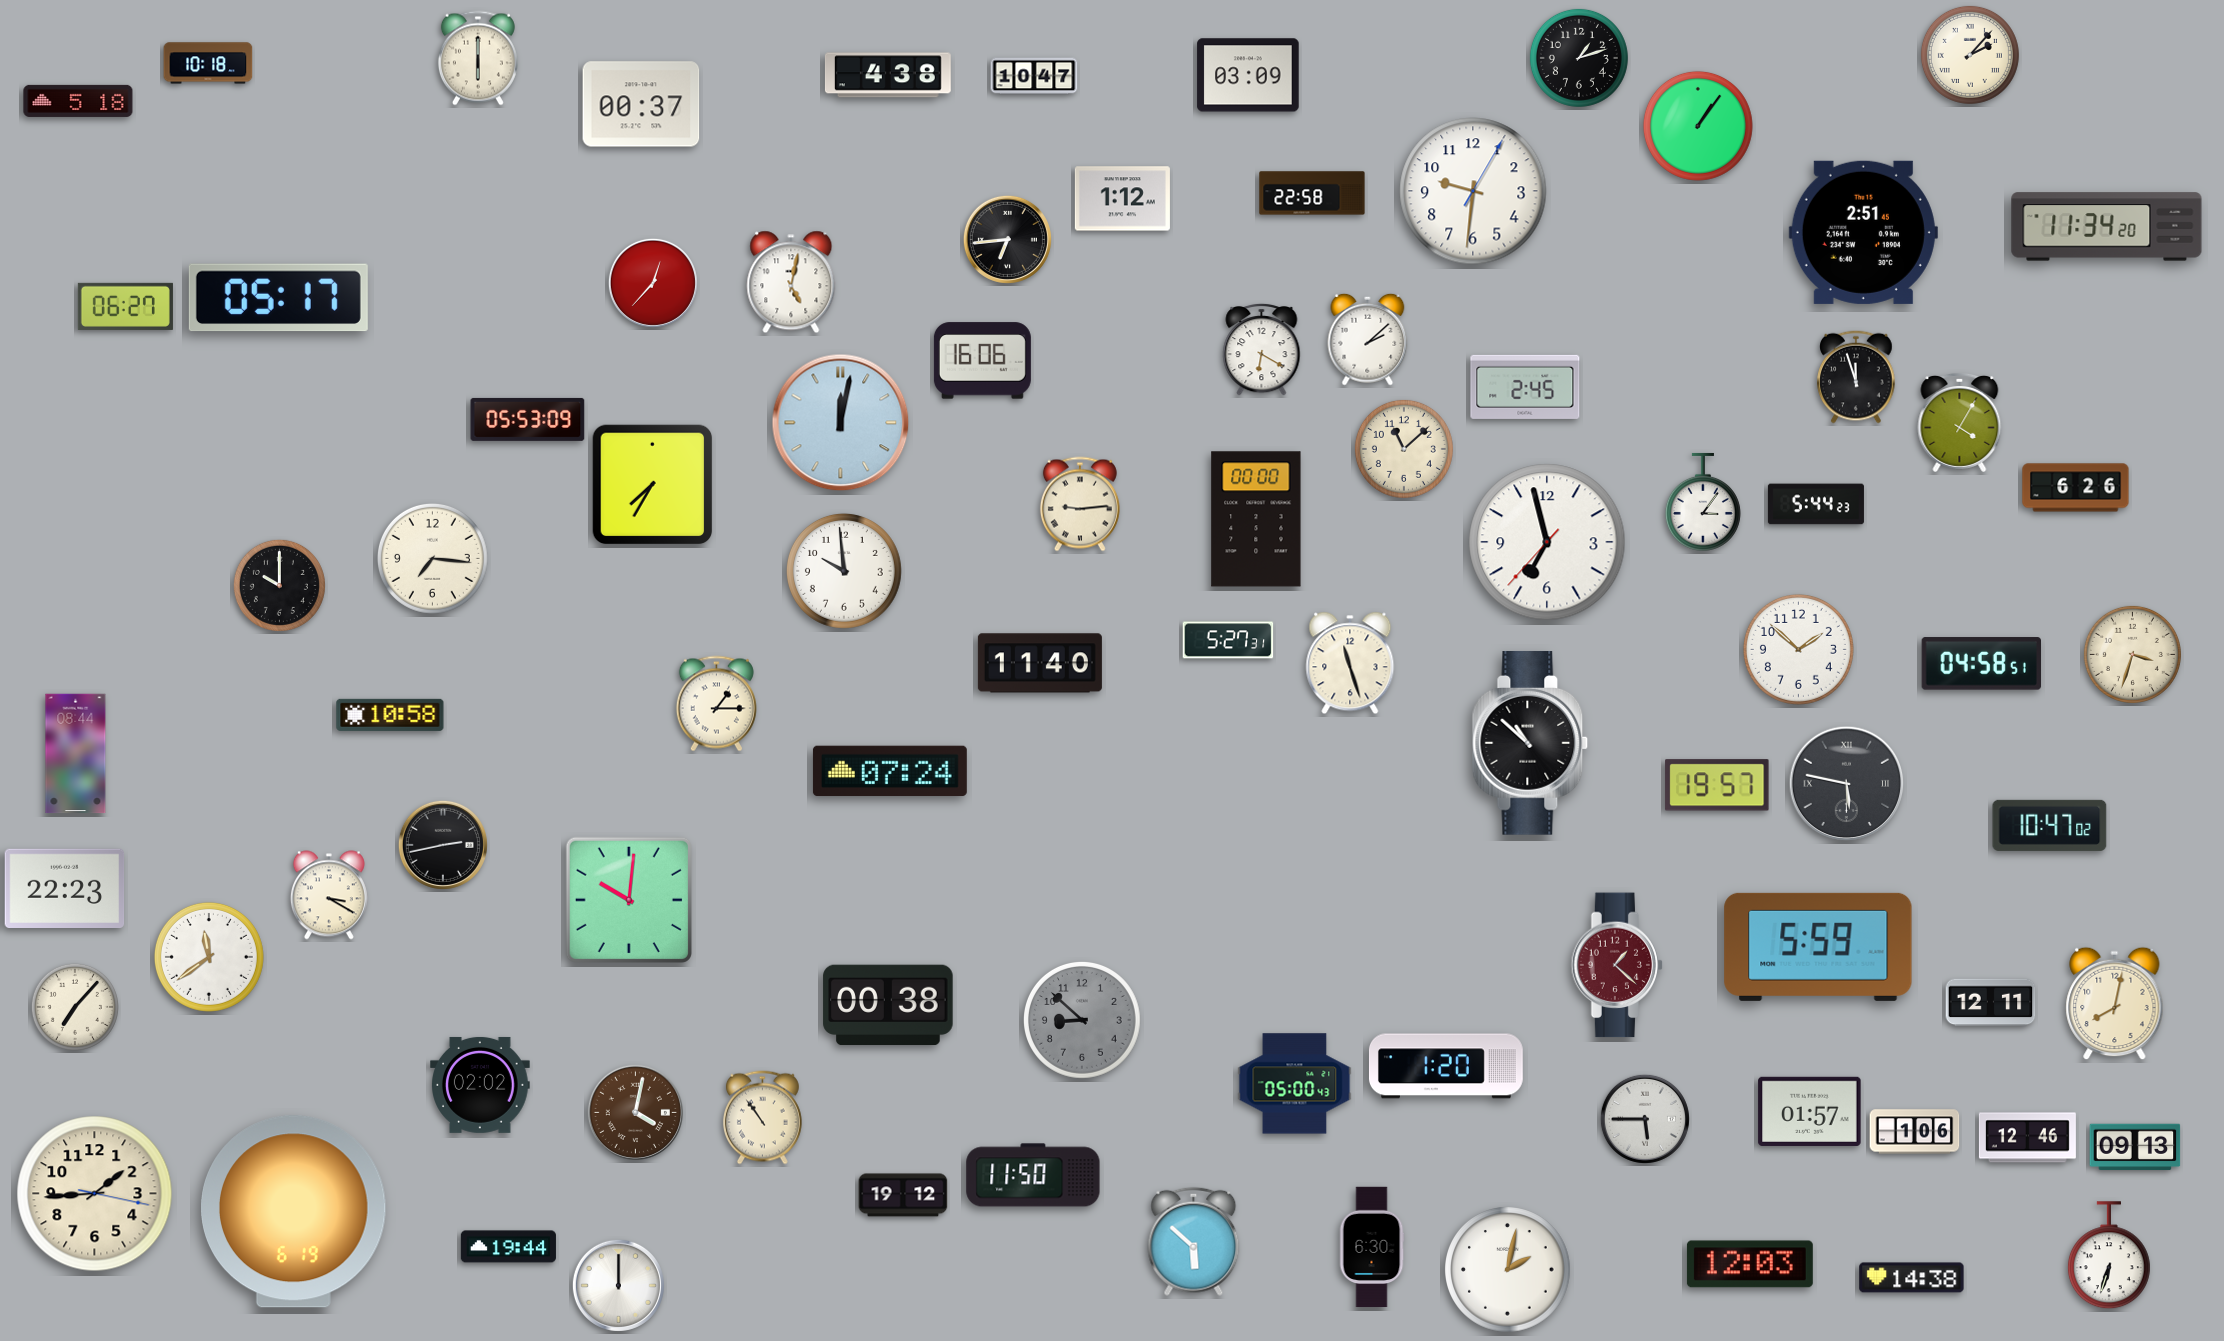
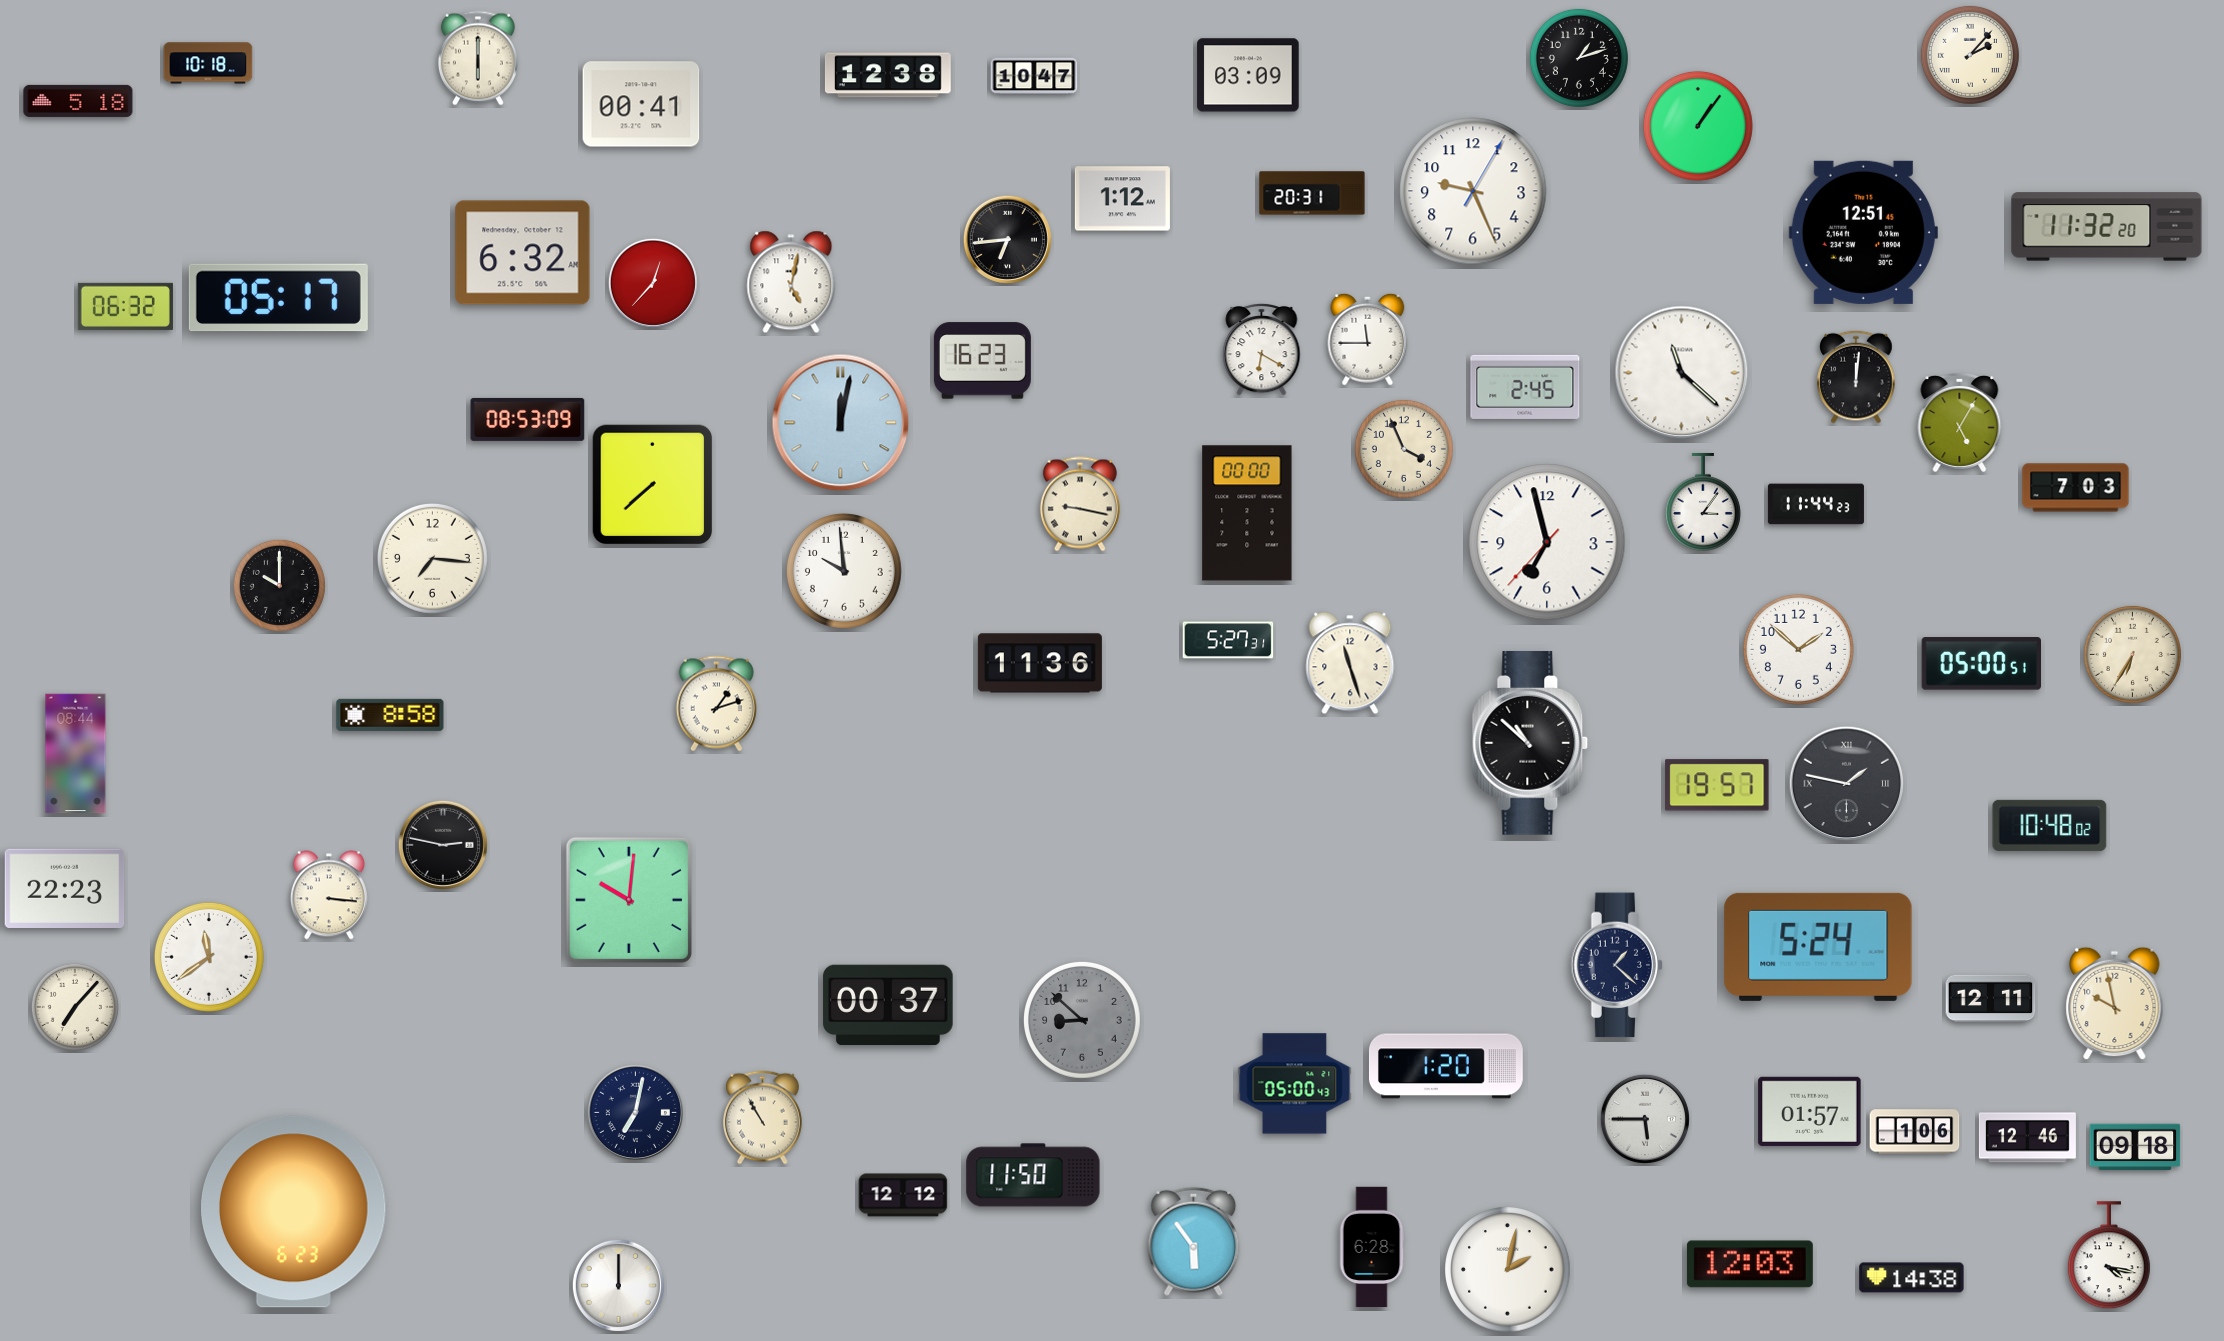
clock at (888, 75): 4:38 -> 12:38
clock at (641, 104): 00:37 -> 00:41
clock at (1473, 191): 9:31 -> 9:26
clock at (1312, 193): 22:58 -> 20:31
clock at (2107, 227): 11:34 -> 11:32
clock at (1863, 232): 2:51 -> 12:51
clock at (523, 253): none -> 6:32
clock at (125, 306): 06:27 -> 06:32
clock at (1368, 339): 2:08 -> 11:45
clock at (982, 361): 16:06 -> 16:23
clock at (1682, 373): none -> 11:22
clock at (1856, 377): 11:57 -> 12:01
clock at (528, 419): 05:53 -> 08:53
clock at (1960, 422): 4:05 -> 5:05
clock at (1404, 449): 11:08 -> 3:56
clock at (653, 485): 7:35 -> 7:38
clock at (2076, 488): 6:26 -> 7:03
clock at (1080, 504): 9:14 -> 9:17
clock at (1816, 504): 5:44 -> 11:44
clock at (1256, 519) position: (1256, 519) -> (1247, 513)
clock at (2132, 654): 3:33 -> 6:35
clock at (1040, 663): 11:40 -> 11:36
clock at (1981, 664): 04:58 -> 05:00
clock at (716, 704): 1:15 -> 1:12
clock at (390, 715): 10:58 -> 8:58
clock at (890, 771): 07:24 -> none
clock at (1847, 784): 5:47 -> 1:47
clock at (2050, 825): 10:47 -> 10:48
clock at (443, 845): 2:43 -> 2:47
clock at (329, 895): 3:20 -> 3:16
clock at (1818, 947): 5:59 -> 5:24
clock at (1617, 965) dial: burgundy -> navy
clock at (1991, 1003) position: (1991, 1003) -> (1991, 999)
clock at (2115, 1004): 8:02 -> 9:58
clock at (888, 1005): 00:38 -> 00:37
clock at (481, 1085): 02:02 -> none
clock at (635, 1112): 4:02 -> 7:02
clock at (635, 1112) dial: brown -> navy
clock at (762, 1118): 10:54 -> 10:55
clock at (2135, 1147): 09:13 -> 09:18
clock at (95, 1194): 1:44 -> none
clock at (903, 1195): 19:12 -> 12:12
clock at (294, 1212): 6:19 -> 6:23
clock at (1194, 1241): 5:52 -> 5:54
clock at (508, 1247): 19:44 -> none
clock at (1372, 1247): 6:30 -> 6:28
clock at (2109, 1256): 6:33 -> 4:17
